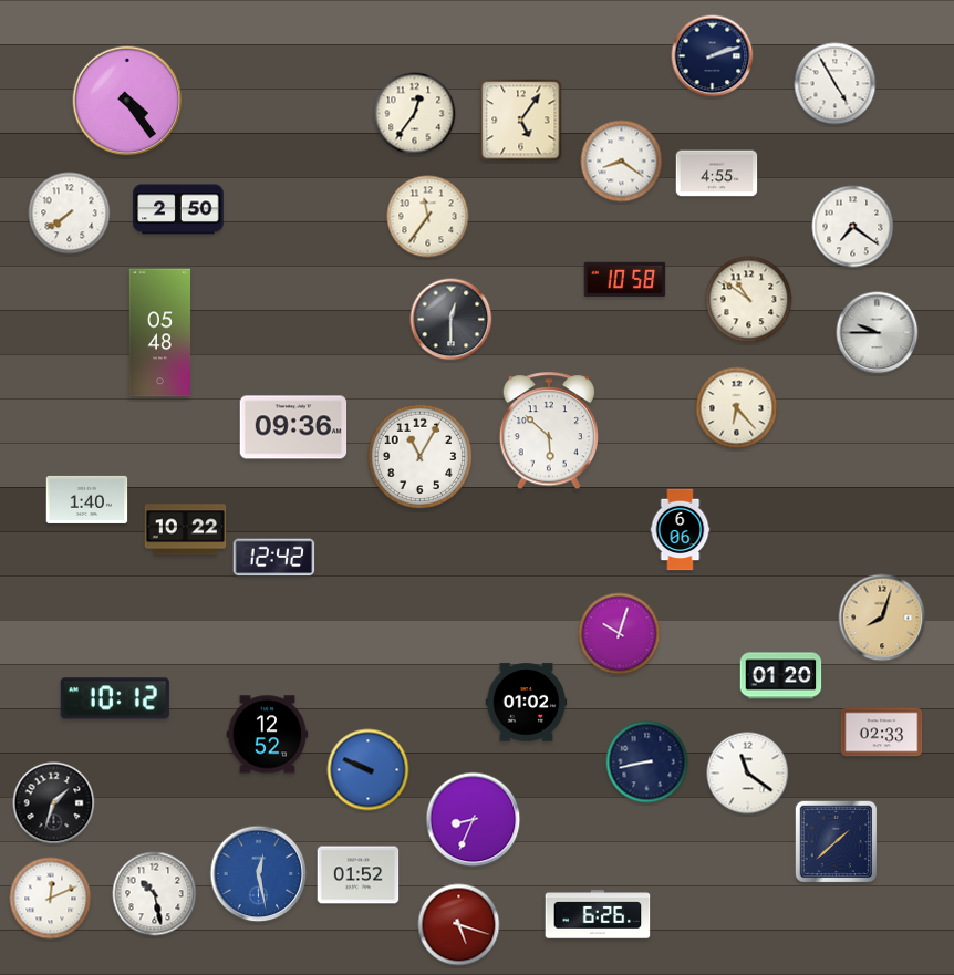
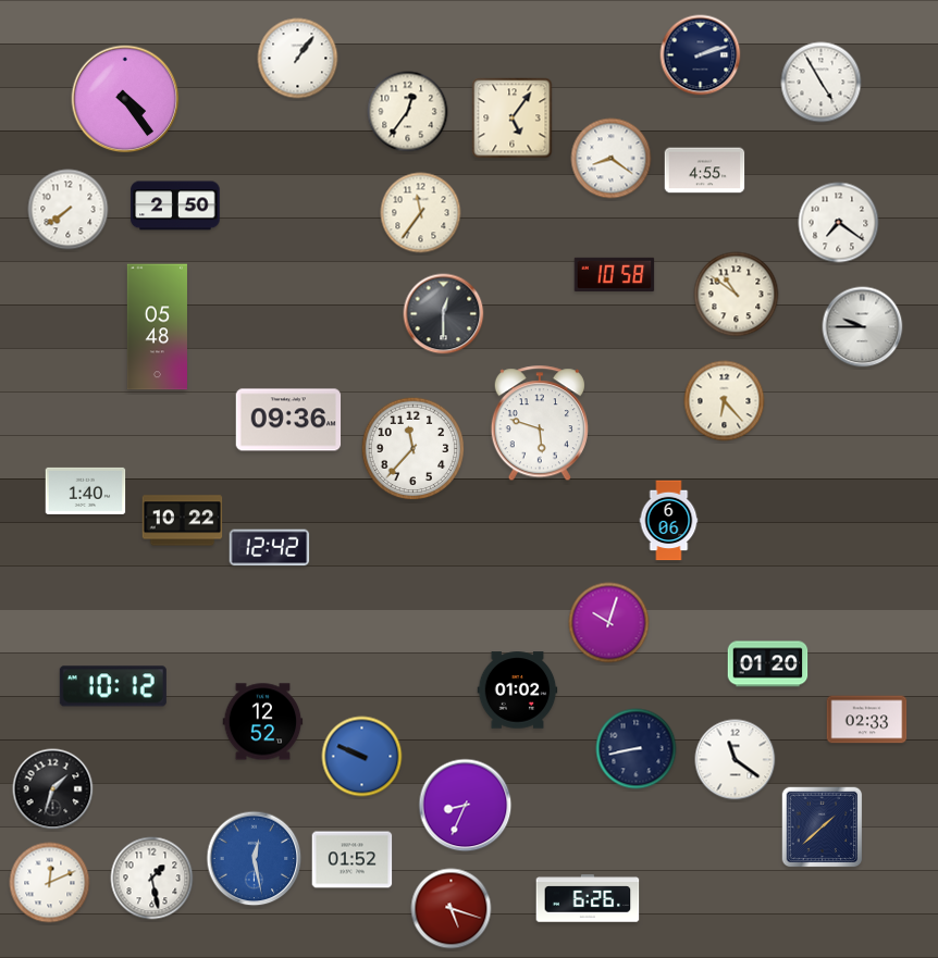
clock at (298, 59): none -> 1:06
clock at (549, 432): 5:52 -> 5:48
clock at (421, 457): 11:05 -> 11:37
clock at (882, 618): 8:03 -> none
clock at (155, 894): 10:28 -> 1:28
